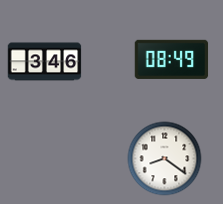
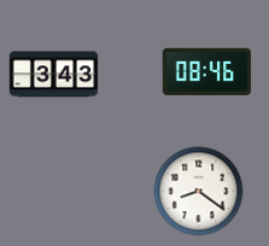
clock at (172, 59): 08:49 -> 08:46
clock at (45, 62): 3:46 -> 3:43
